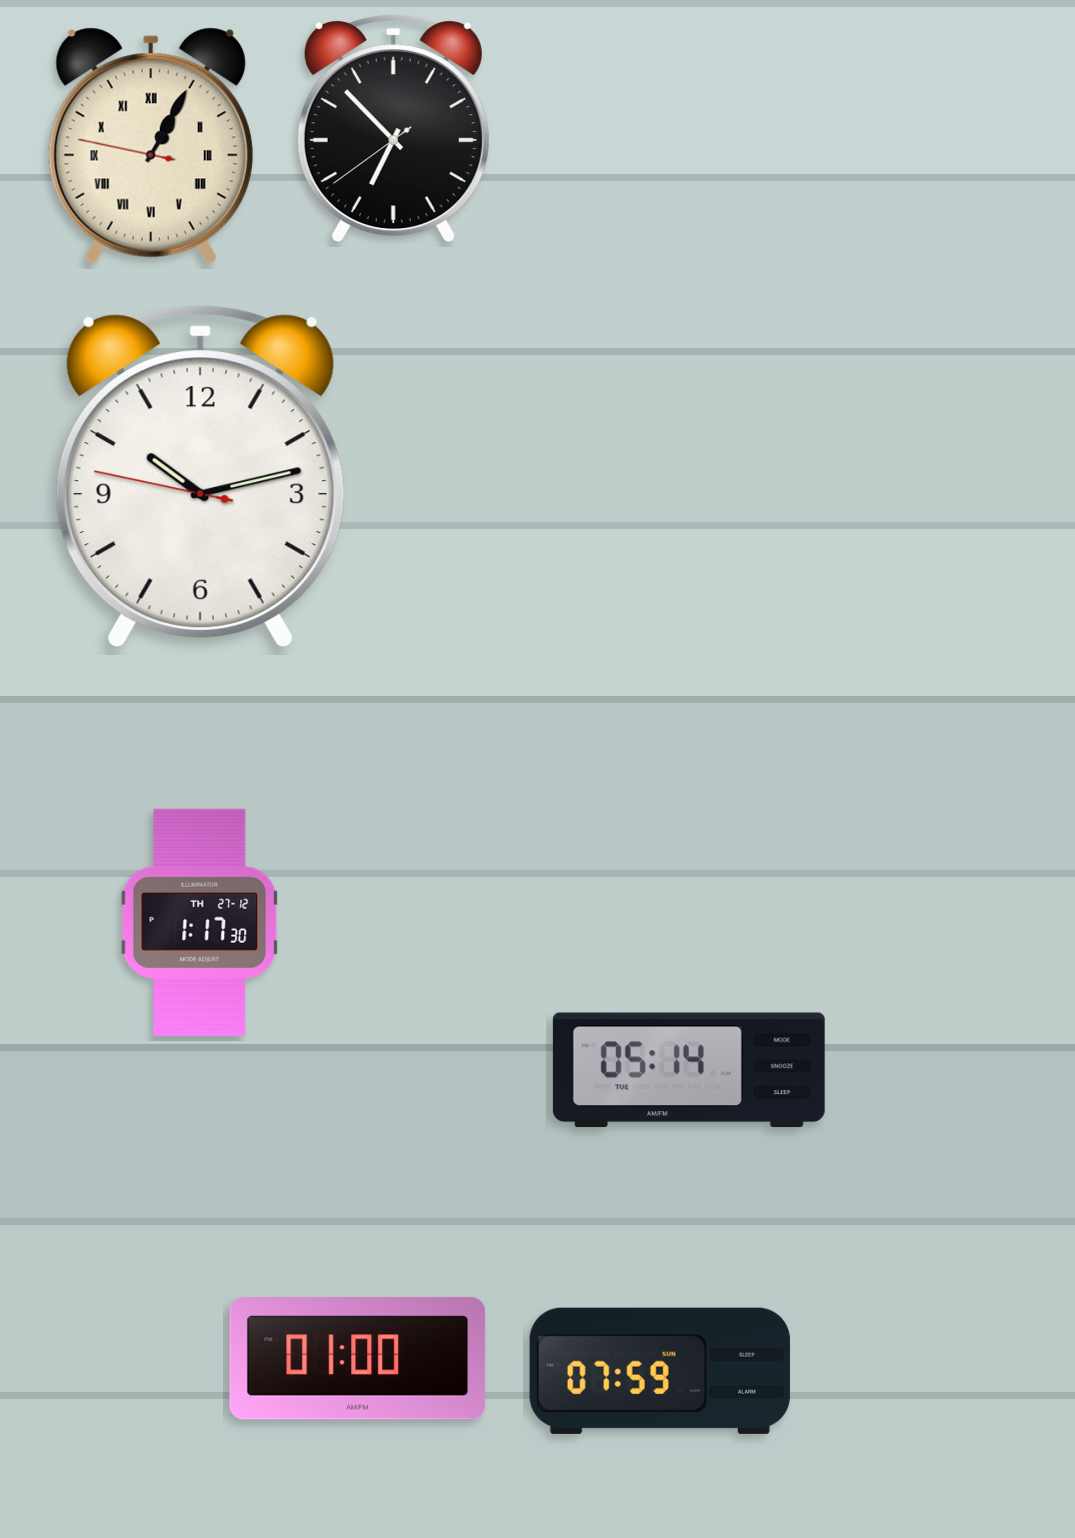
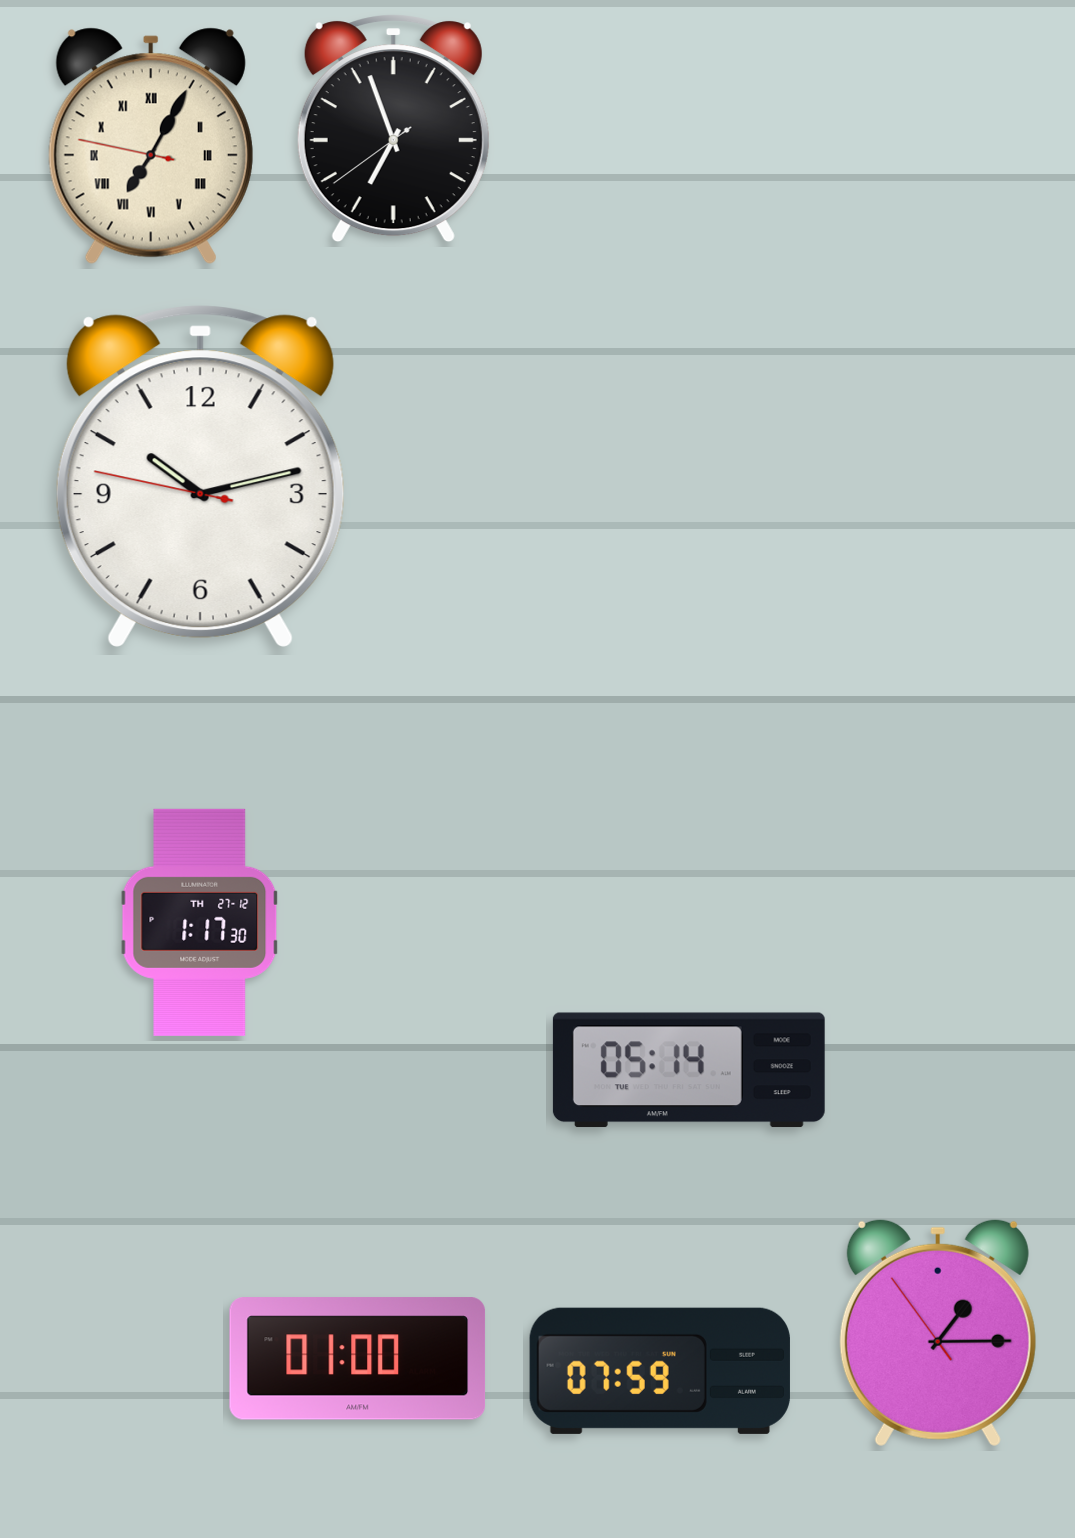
clock at (393, 129): 6:52 -> 6:56
clock at (151, 146): 1:04 -> 7:04
clock at (938, 1332): none -> 1:14
